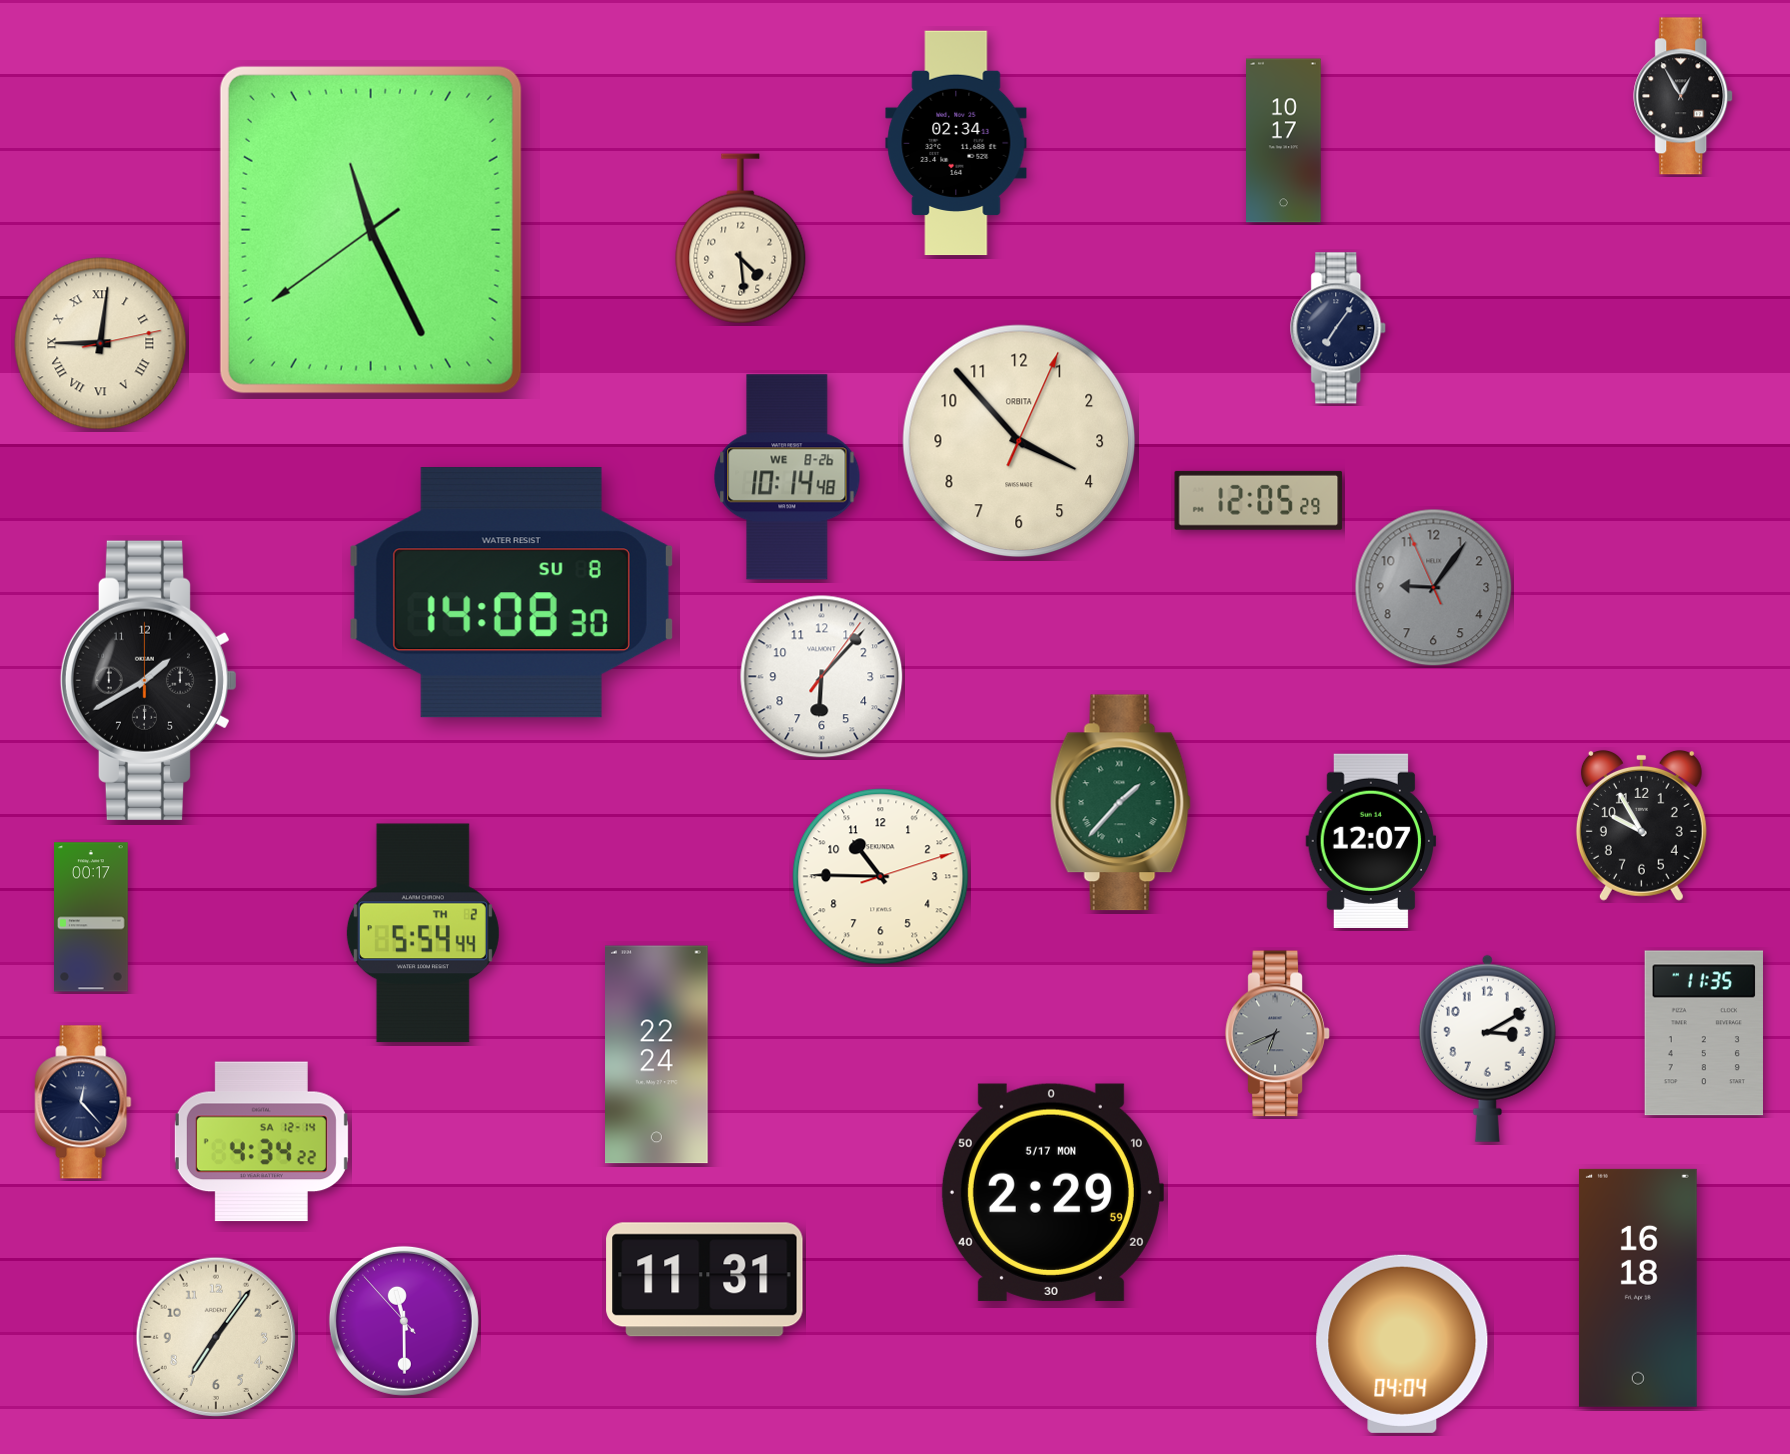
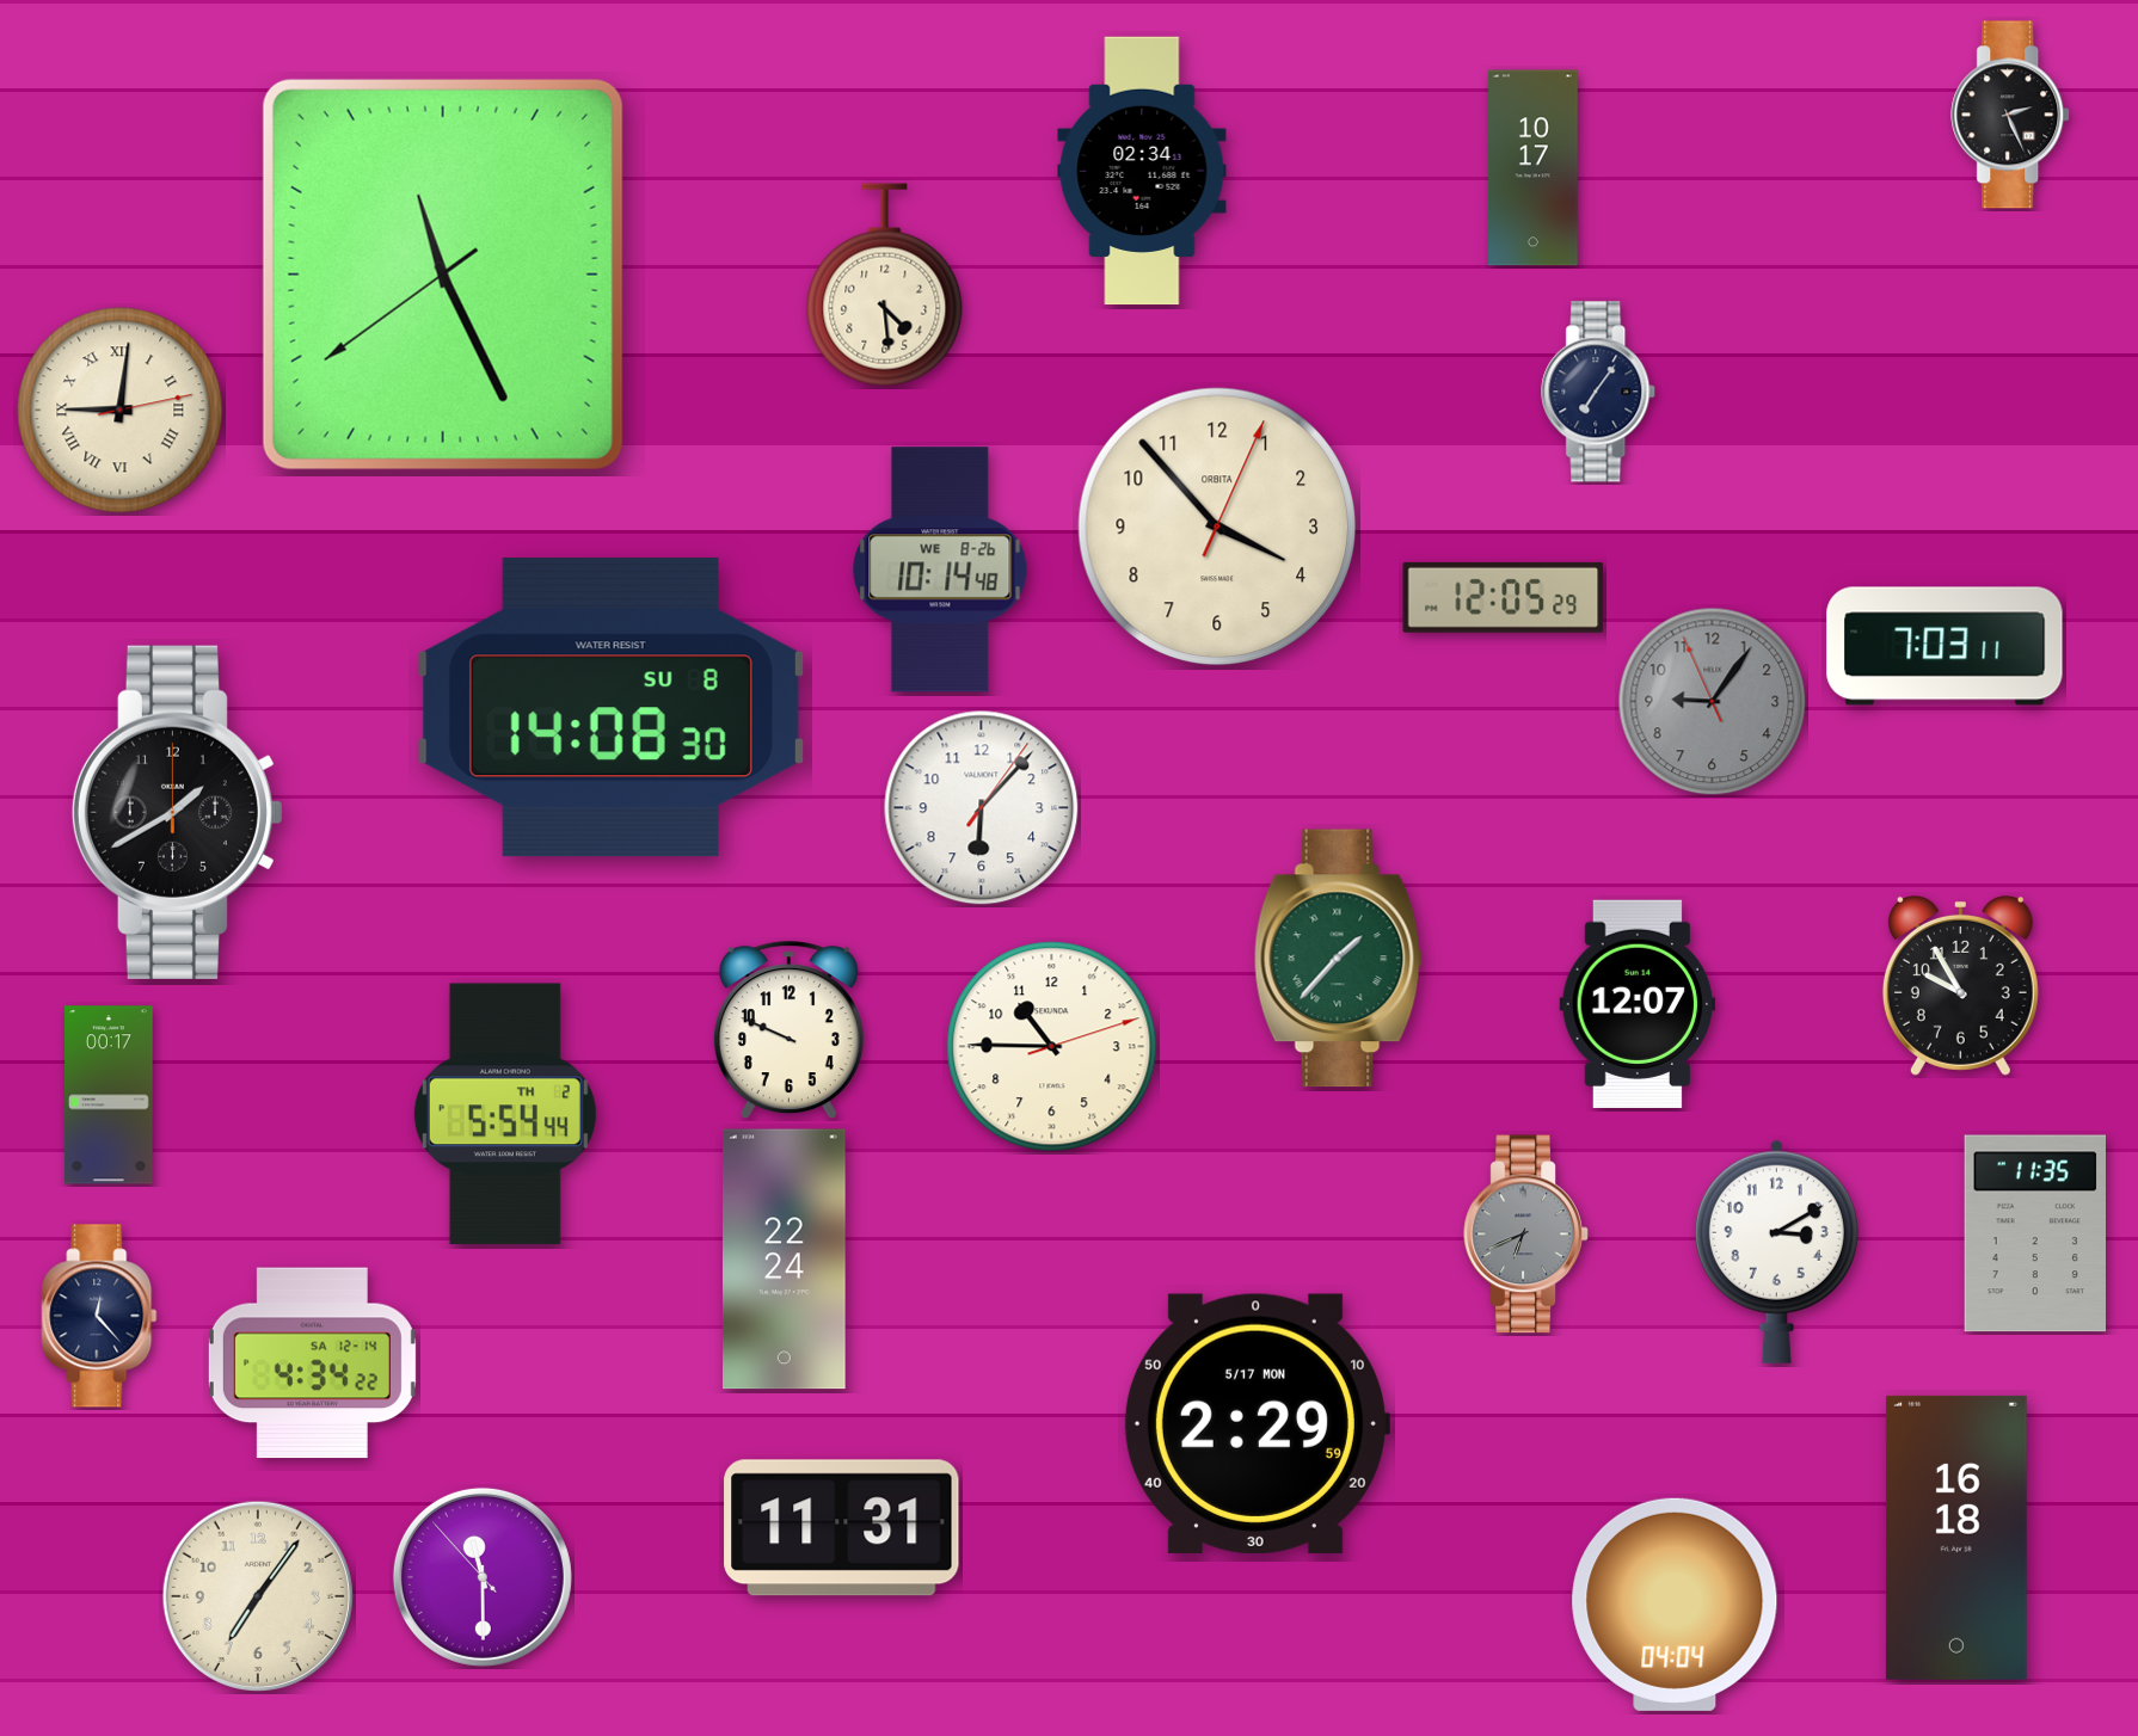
clock at (1684, 96): 12:55 -> 2:26
clock at (1945, 646): none -> 7:03
clock at (788, 1030): none -> 9:49
